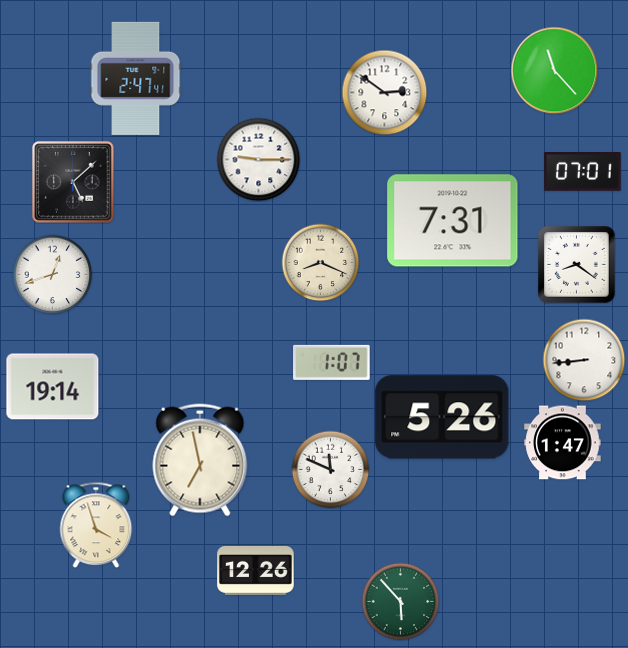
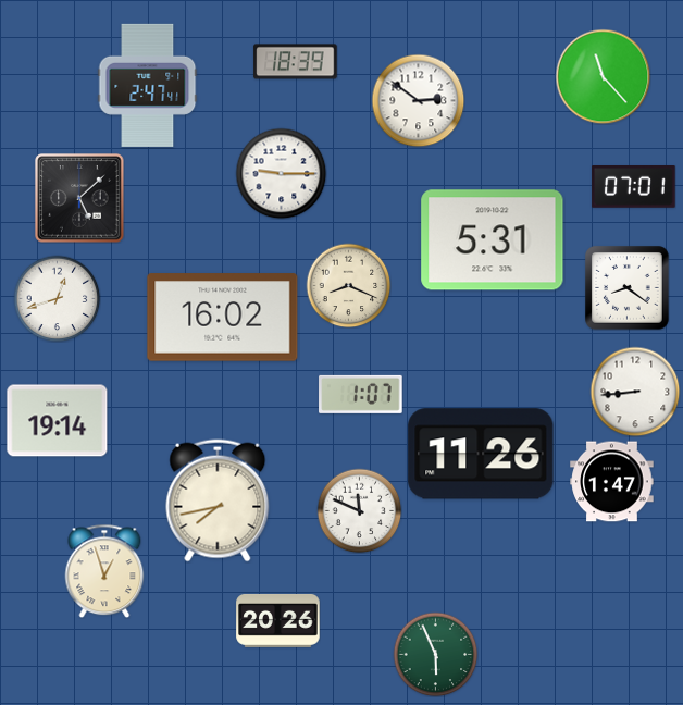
clock at (296, 62): none -> 18:39
clock at (453, 221): 7:31 -> 5:31
clock at (223, 318): none -> 16:02
clock at (442, 417): 5:26 -> 11:26
clock at (200, 460): 6:58 -> 7:43
clock at (96, 525): 3:57 -> 12:57
clock at (256, 571): 12:26 -> 20:26
clock at (400, 601): 5:53 -> 5:56
